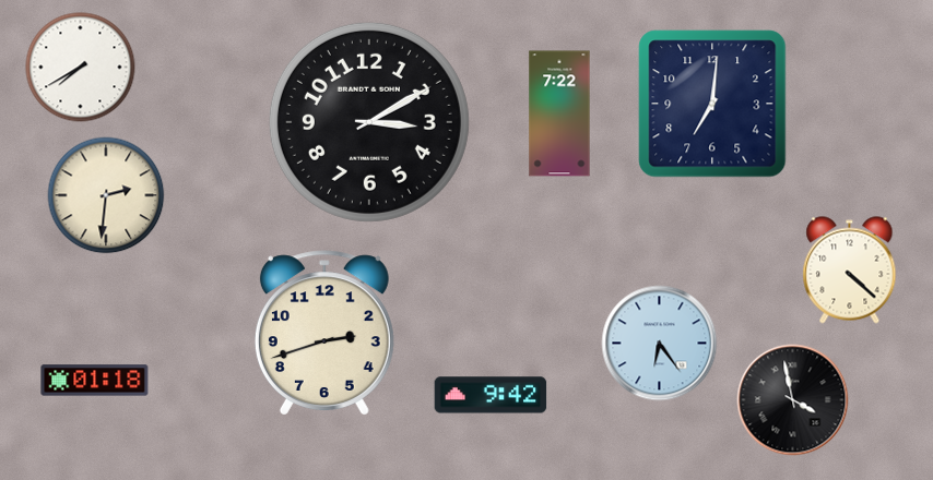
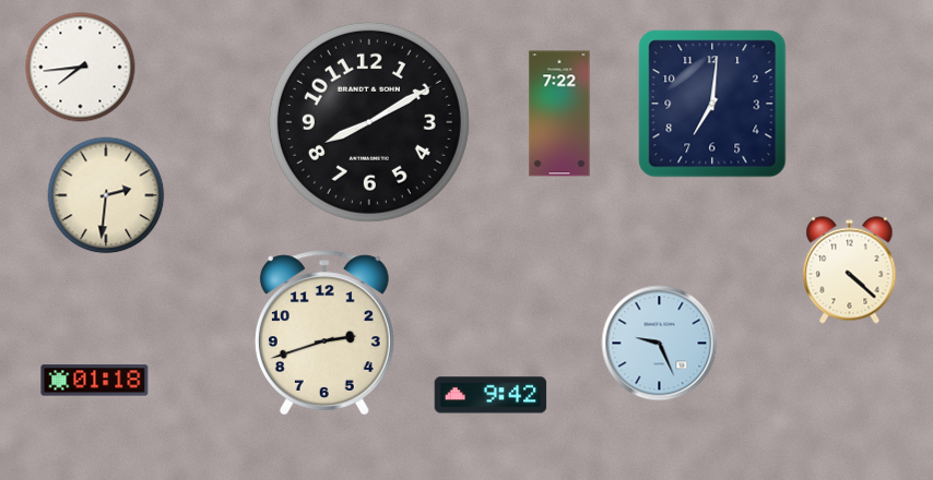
clock at (81, 68): 7:40 -> 7:44
clock at (369, 122): 3:10 -> 8:10
clock at (660, 344): 6:24 -> 9:26
clock at (793, 400): 3:58 -> none
